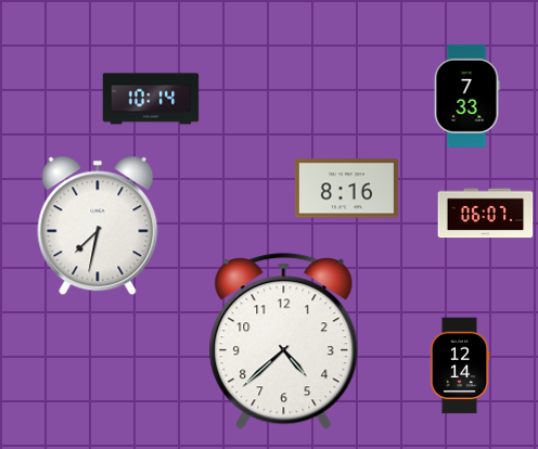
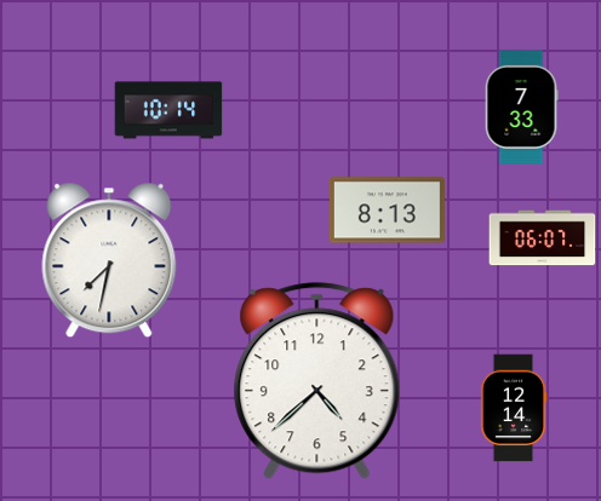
clock at (346, 189): 8:16 -> 8:13
clock at (98, 226) position: (98, 226) -> (109, 260)
